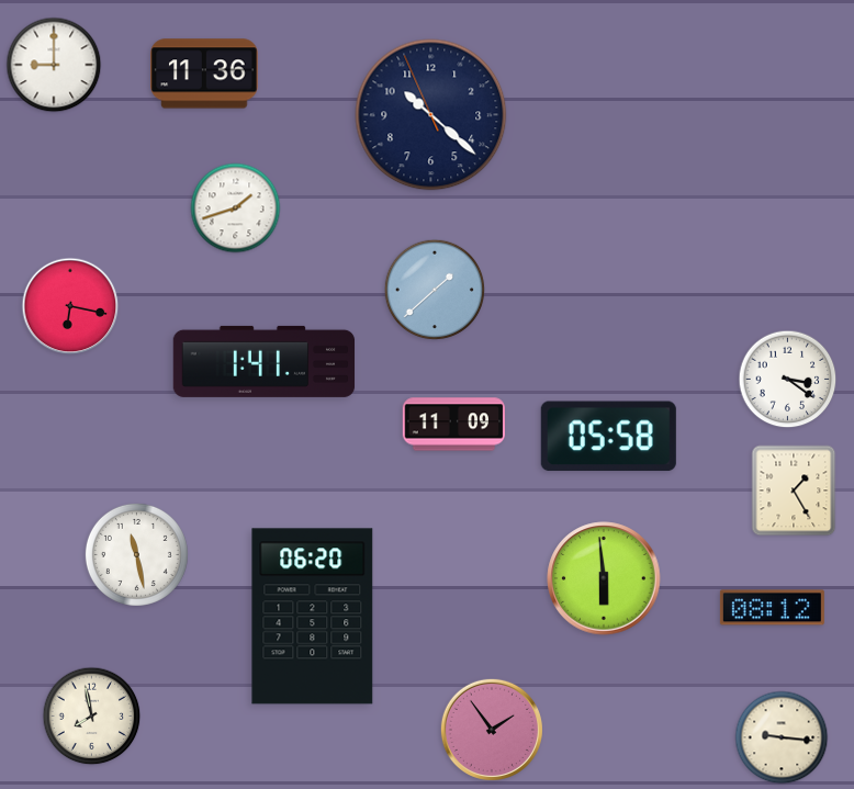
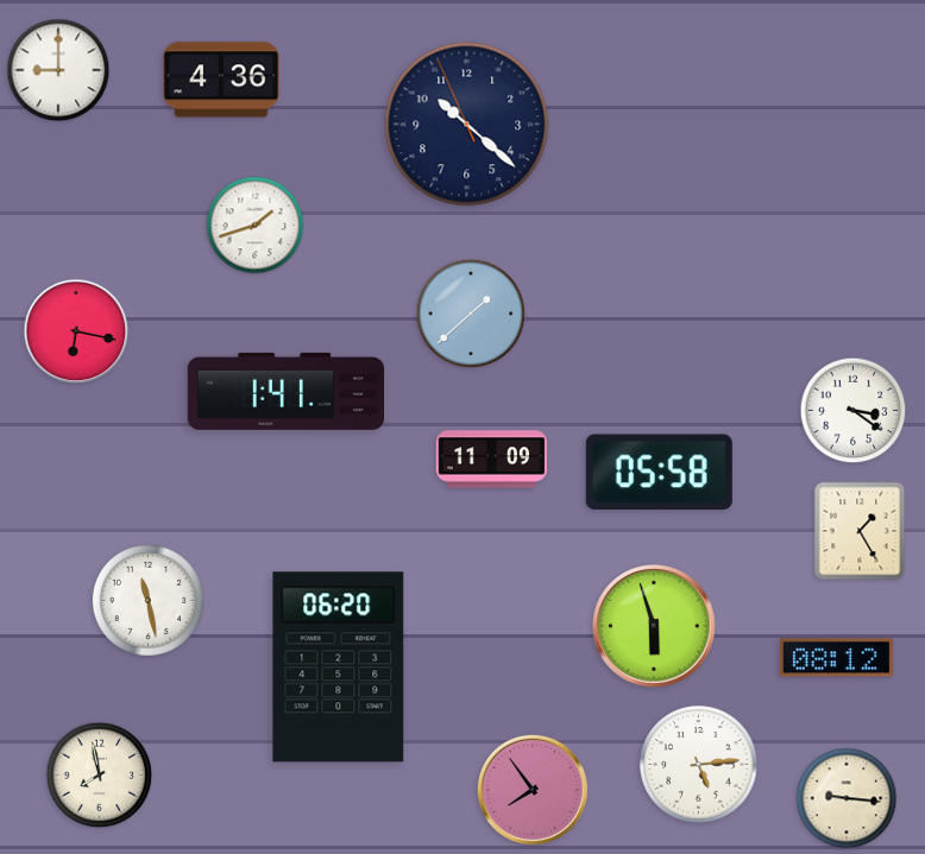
clock at (204, 74): 11:36 -> 4:36
clock at (604, 578): 5:59 -> 5:57
clock at (699, 765): none -> 5:14
clock at (492, 730): 1:54 -> 7:54
